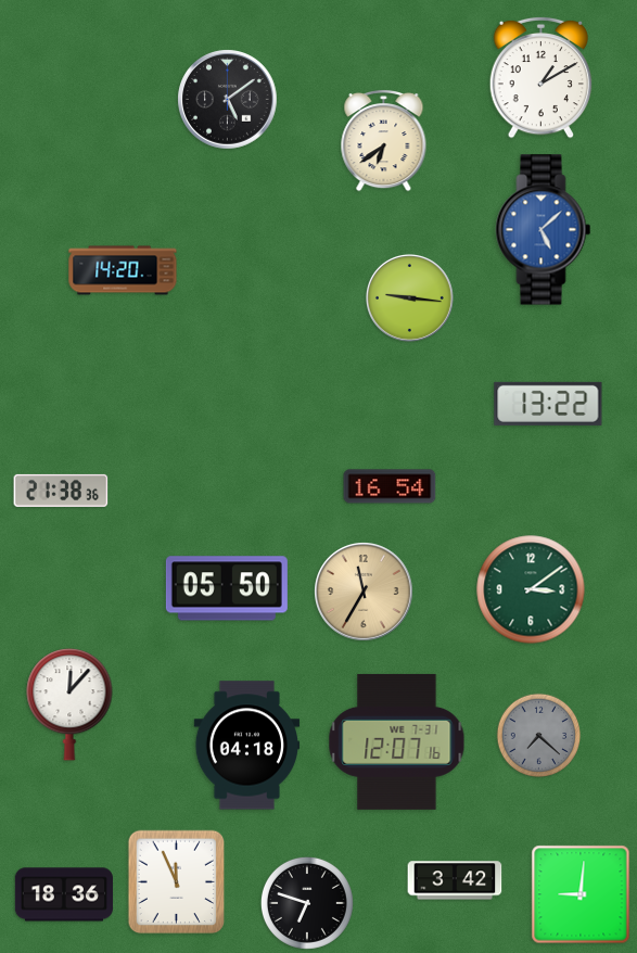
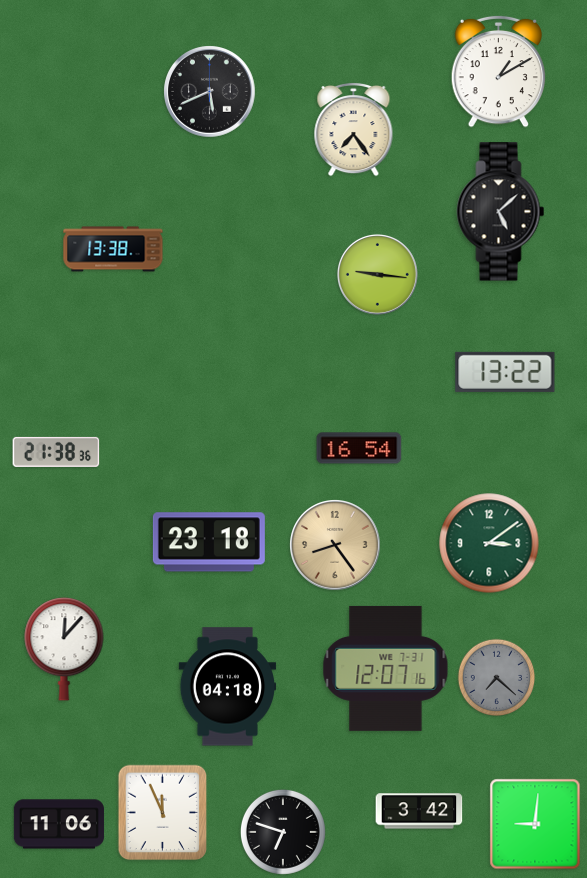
clock at (228, 100): 5:09 -> 5:41
clock at (384, 140): 6:39 -> 7:24
clock at (544, 230) dial: blue -> black
clock at (123, 270): 14:20 -> 13:38
clock at (227, 588): 05:50 -> 23:18
clock at (365, 593): 11:35 -> 8:24
clock at (397, 741) position: (397, 741) -> (386, 668)
clock at (64, 894): 18:36 -> 11:06
